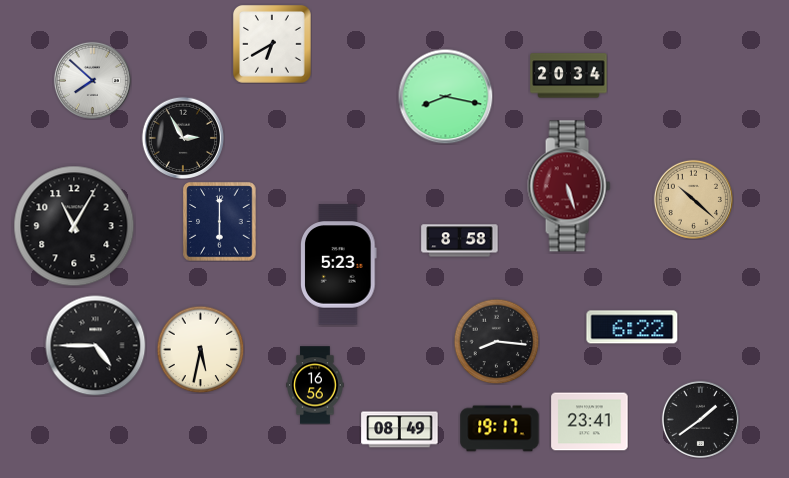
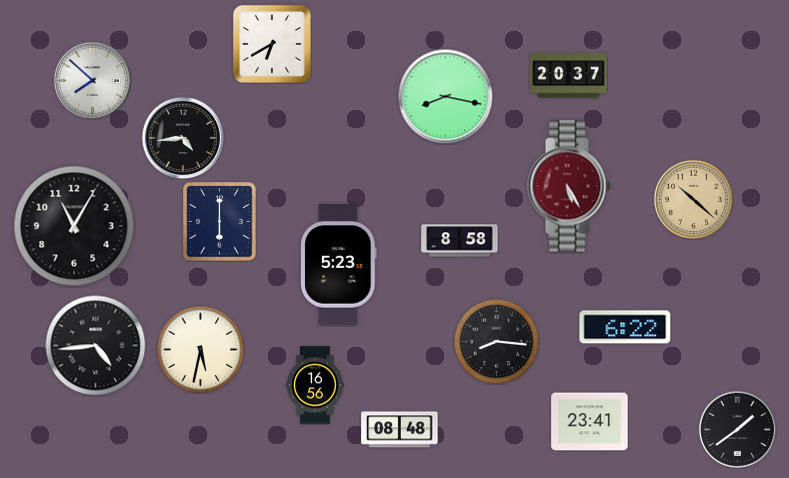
clock at (569, 76): 20:34 -> 20:37
clock at (183, 138): 2:55 -> 4:44
clock at (569, 186): 5:27 -> 5:25
clock at (632, 327) position: (632, 327) -> (625, 327)
clock at (96, 346): 4:45 -> 4:44
clock at (700, 419) position: (700, 419) -> (737, 429)
clock at (500, 429): 19:17 -> none
clock at (400, 430): 08:49 -> 08:48
